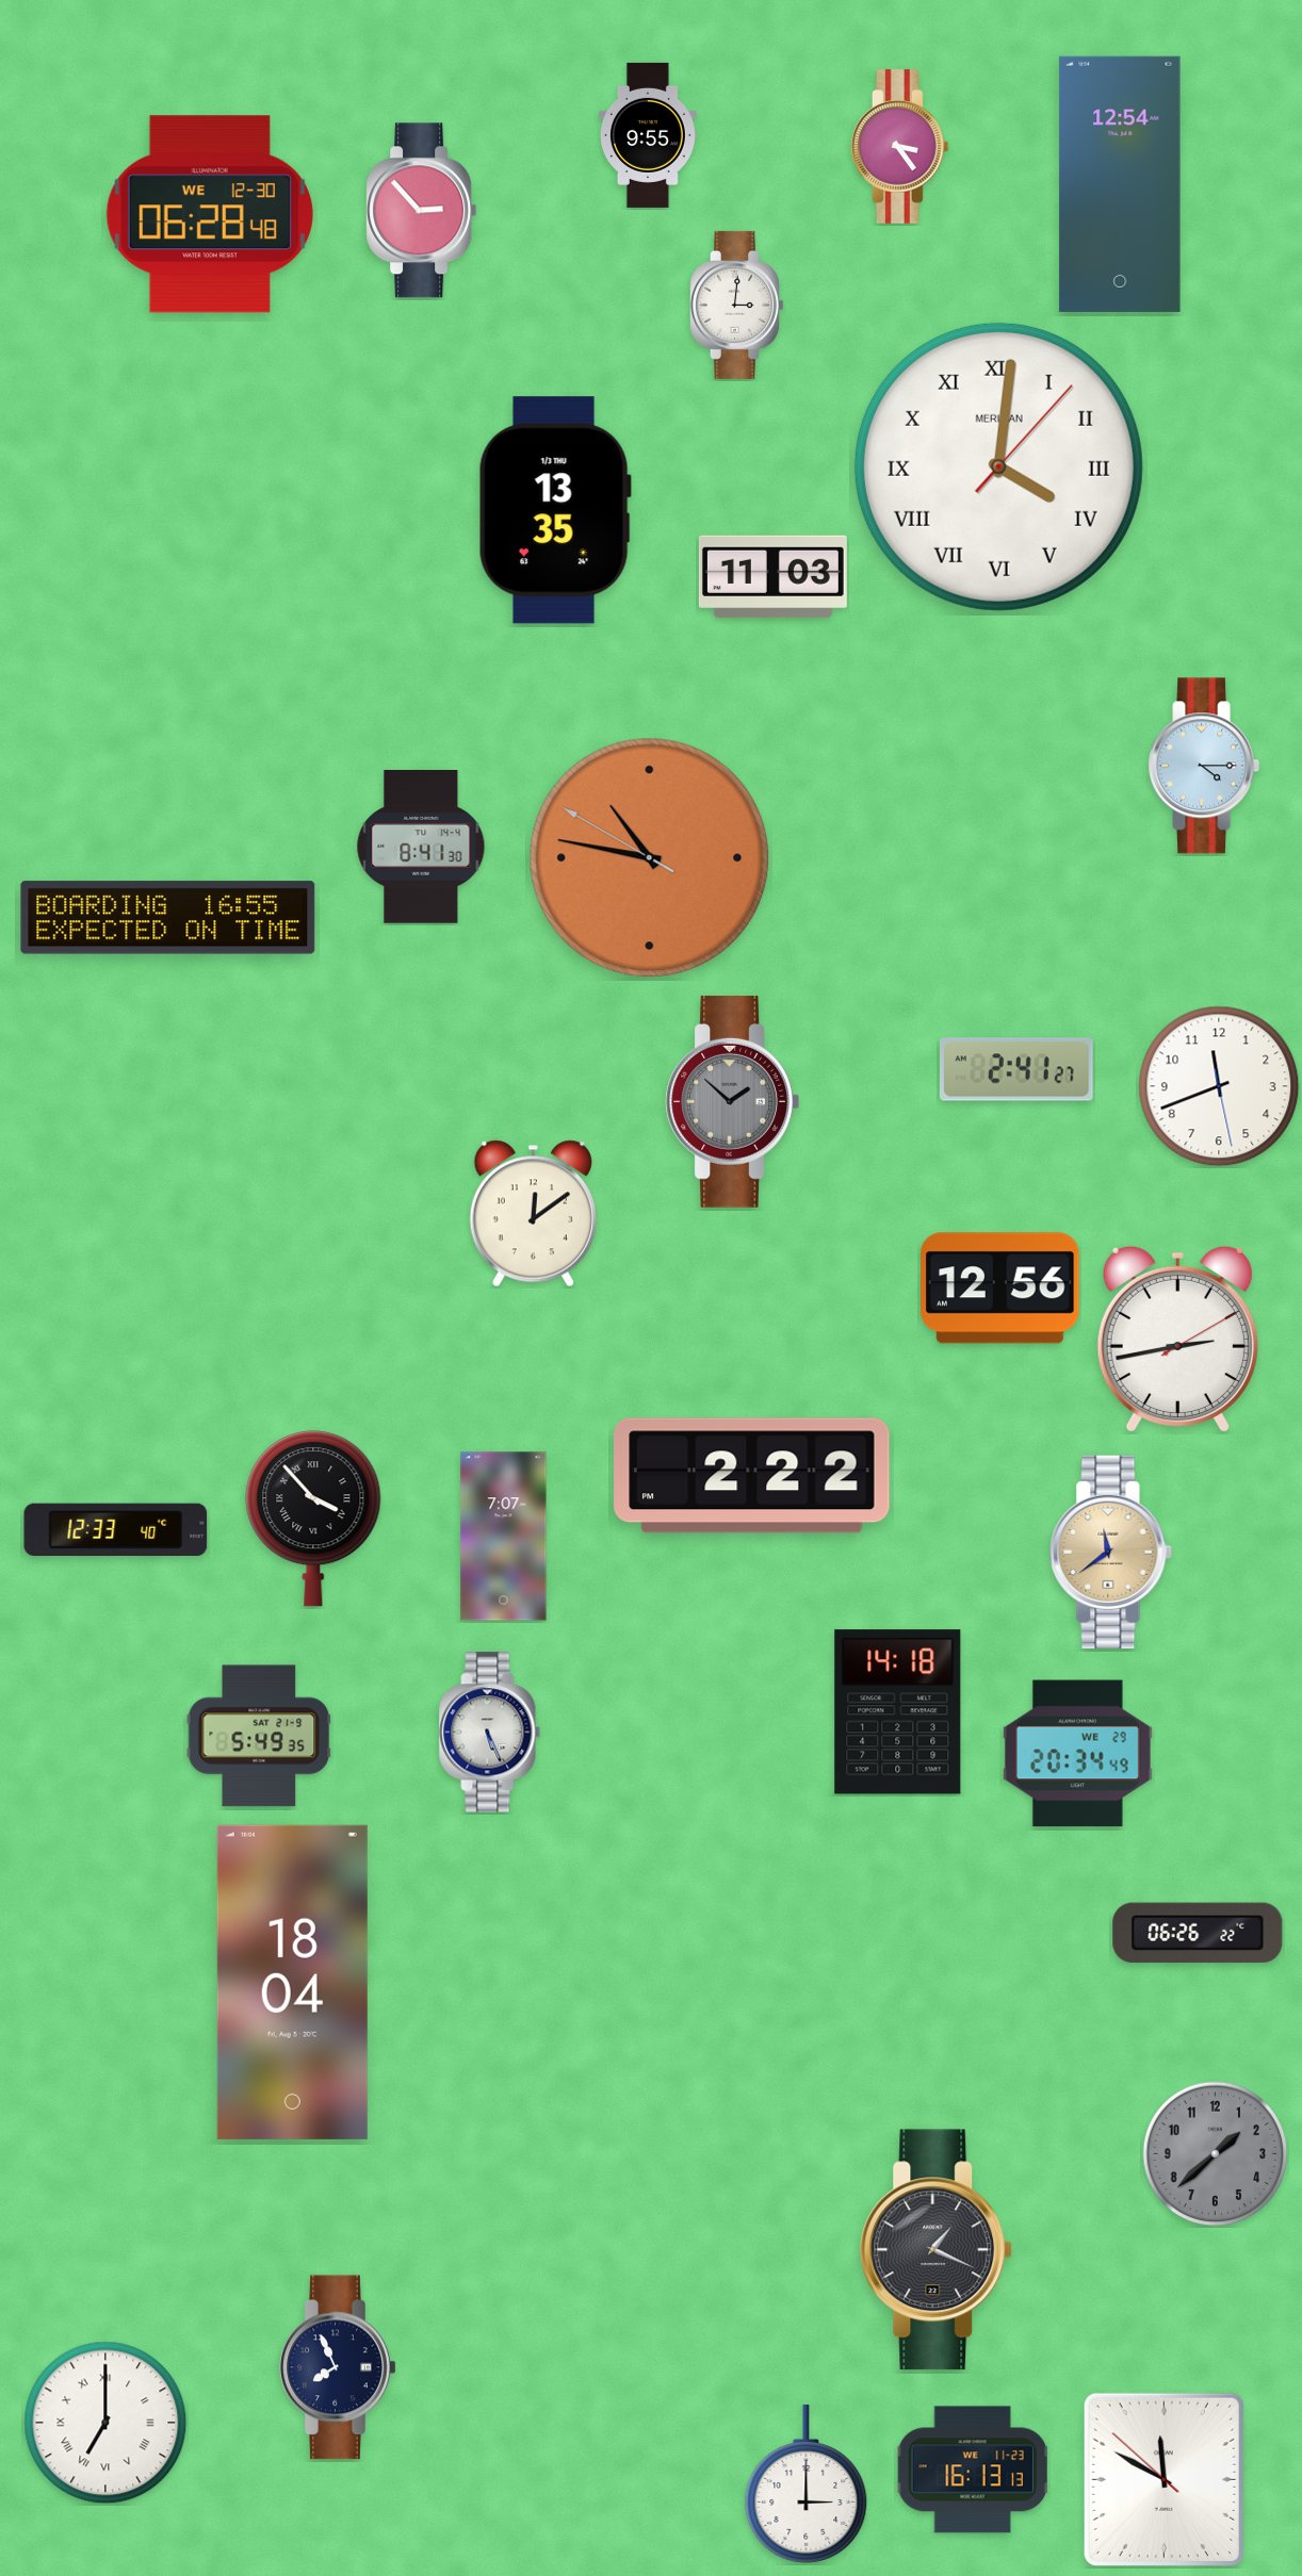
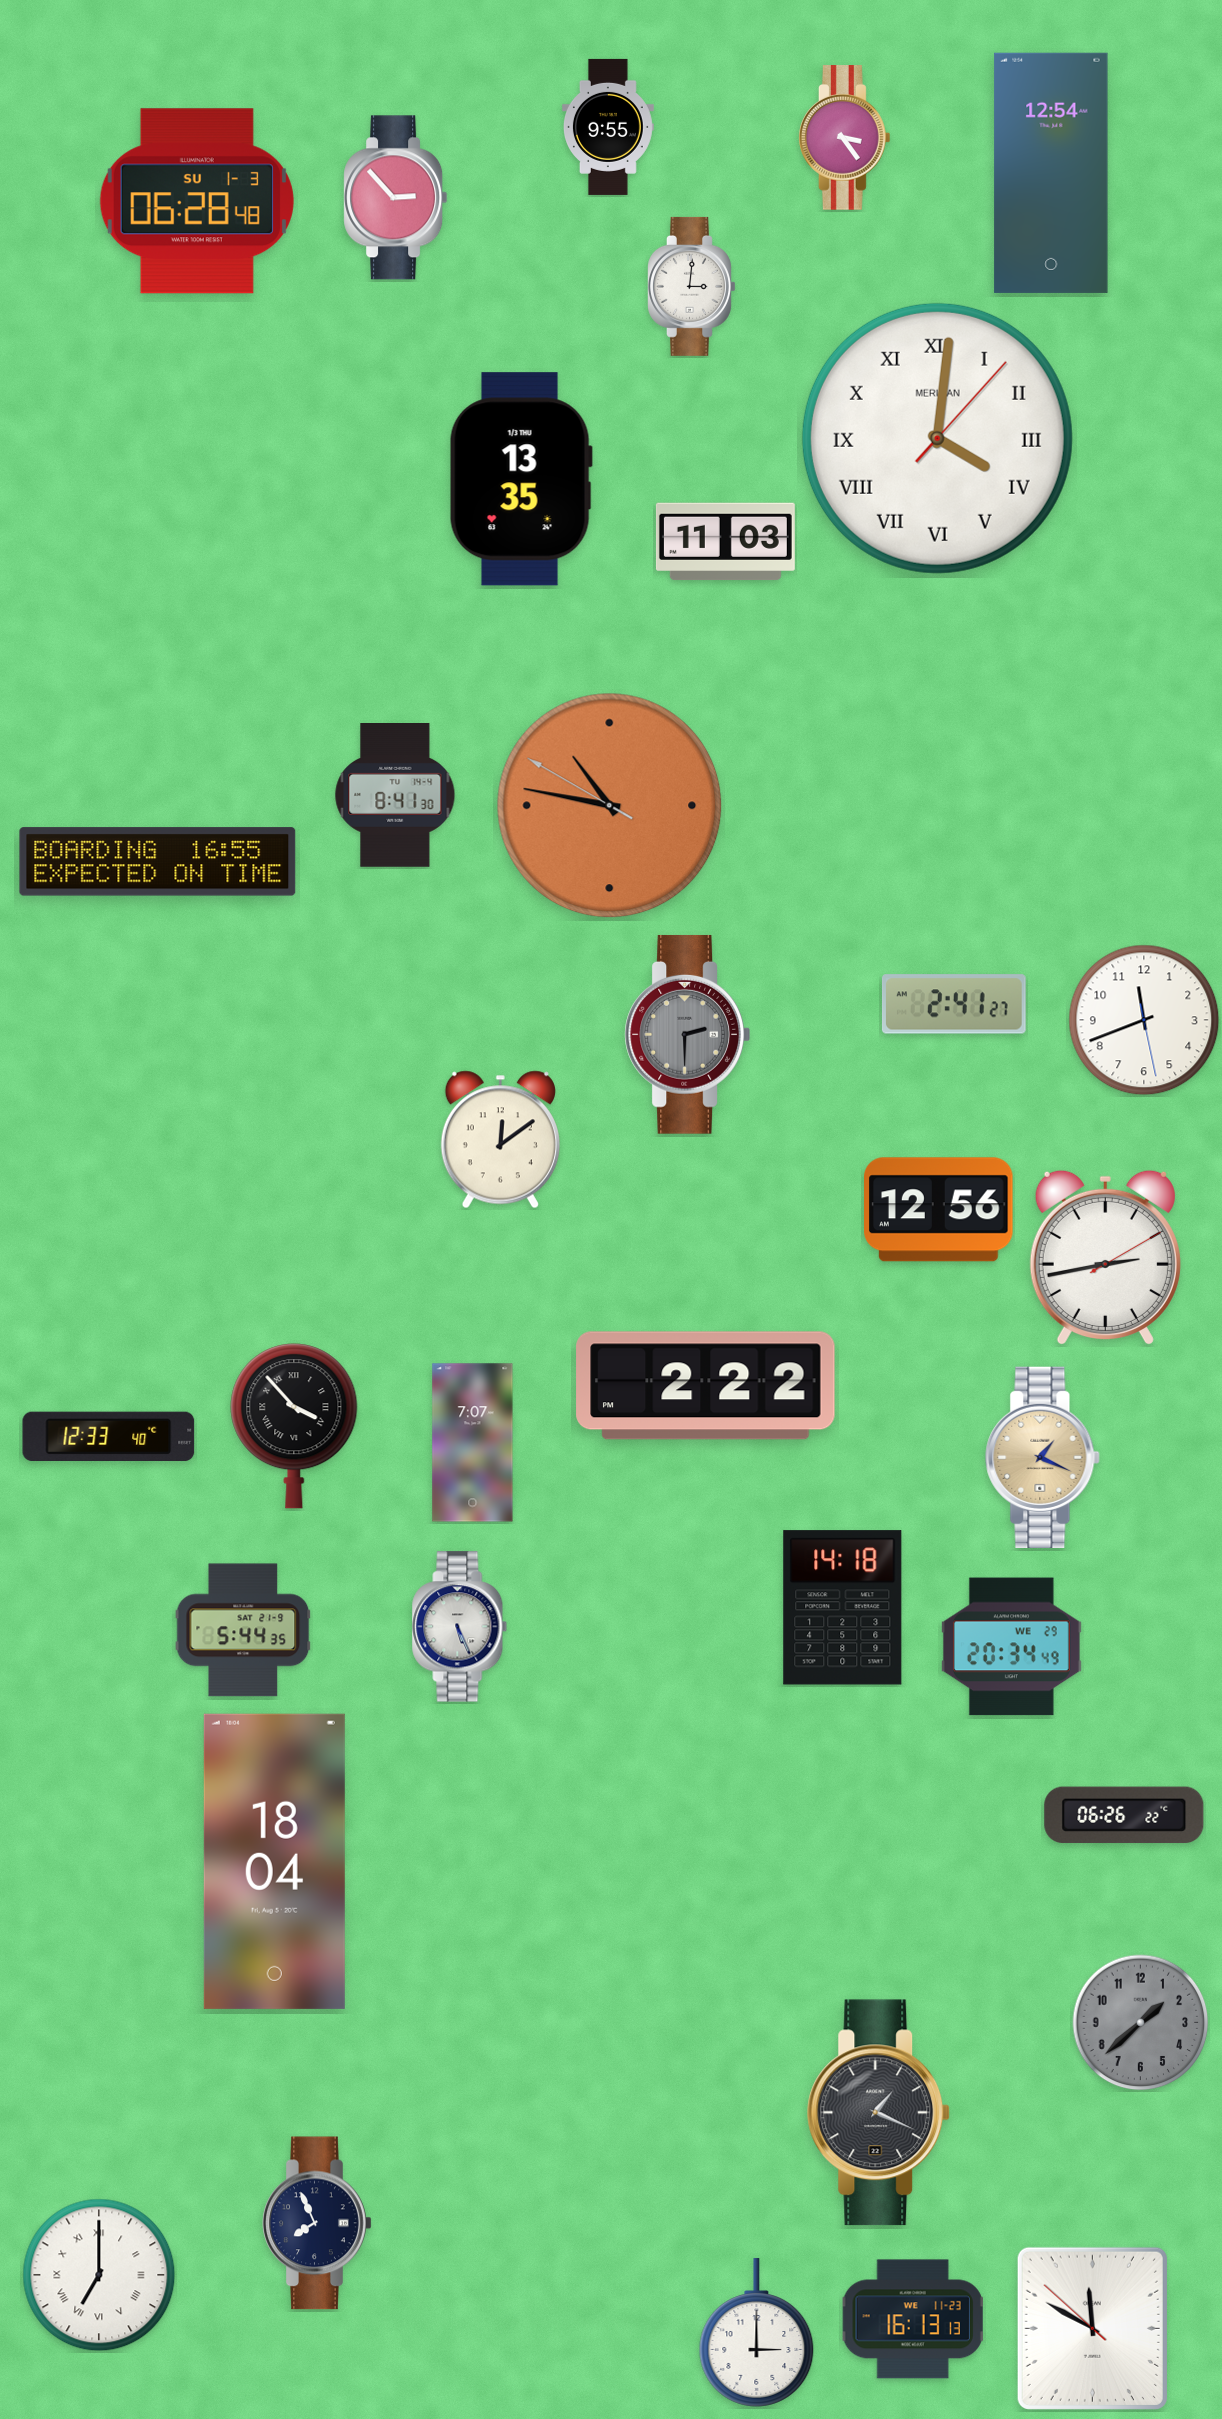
clock at (210, 214) date: WE 12-30 -> SU 1-3
clock at (1204, 766): 4:15 -> none
clock at (732, 1101): 1:52 -> 2:30
clock at (1111, 1552): 11:39 -> 1:19
clock at (259, 1736): 5:49 -> 5:44
